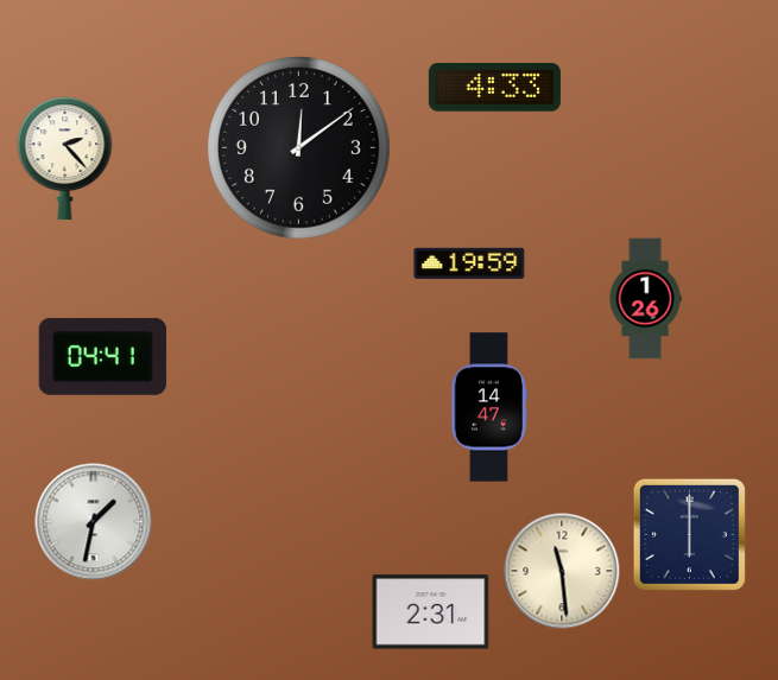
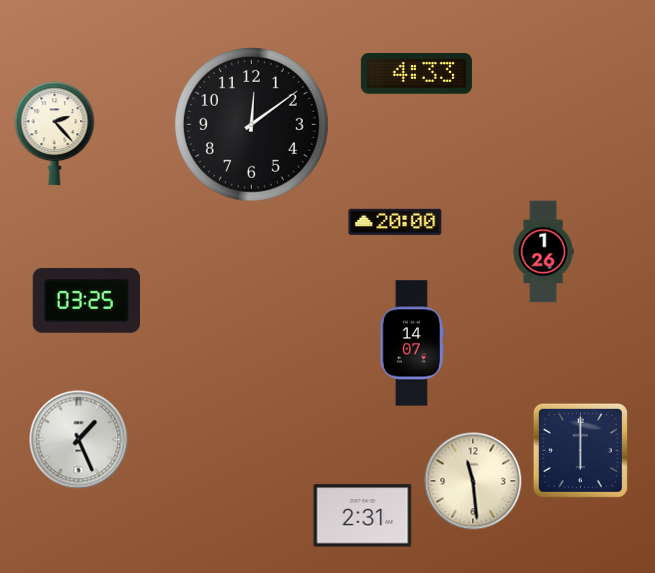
clock at (469, 263): 19:59 -> 20:00
clock at (102, 356): 04:41 -> 03:25
clock at (489, 407): 14:47 -> 14:07
clock at (94, 522): 1:32 -> 1:26
